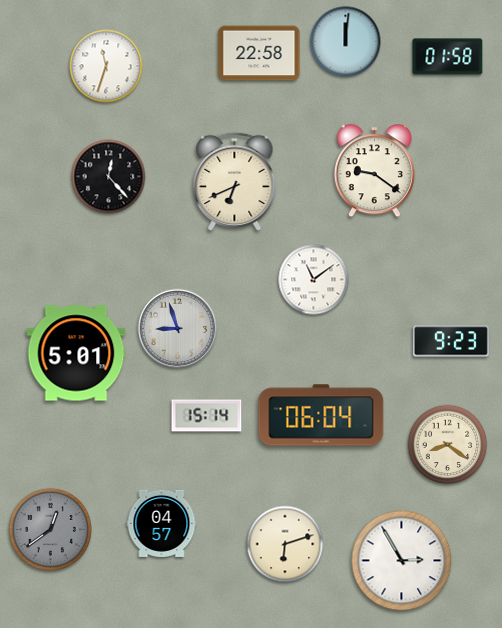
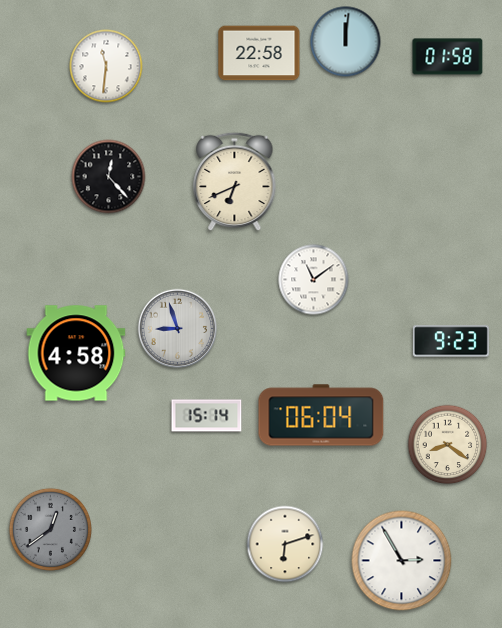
clock at (106, 66): 11:33 -> 11:31
clock at (374, 171): 9:21 -> none
clock at (76, 353): 5:01 -> 4:58
clock at (162, 523): 04:57 -> none
